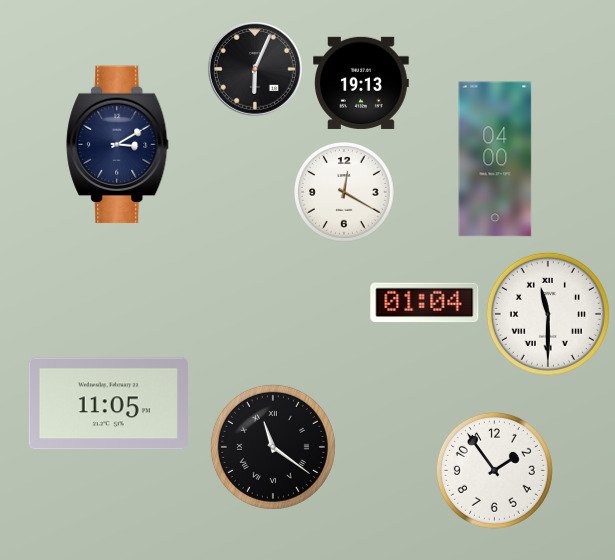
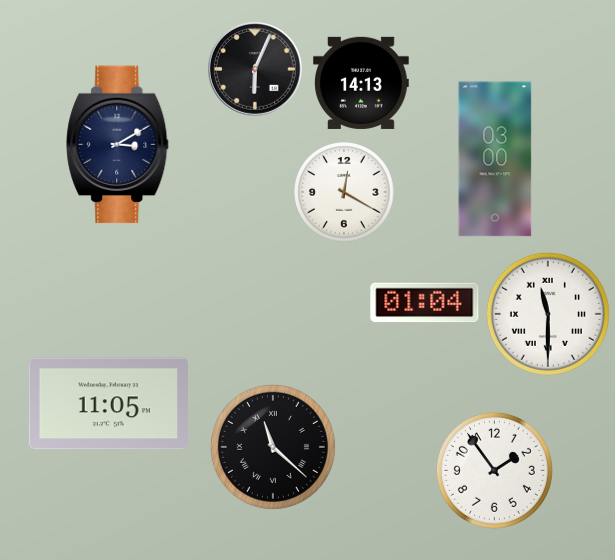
clock at (362, 83): 19:13 -> 14:13
clock at (495, 159): 04:00 -> 03:00
clock at (273, 447): 11:21 -> 11:22
